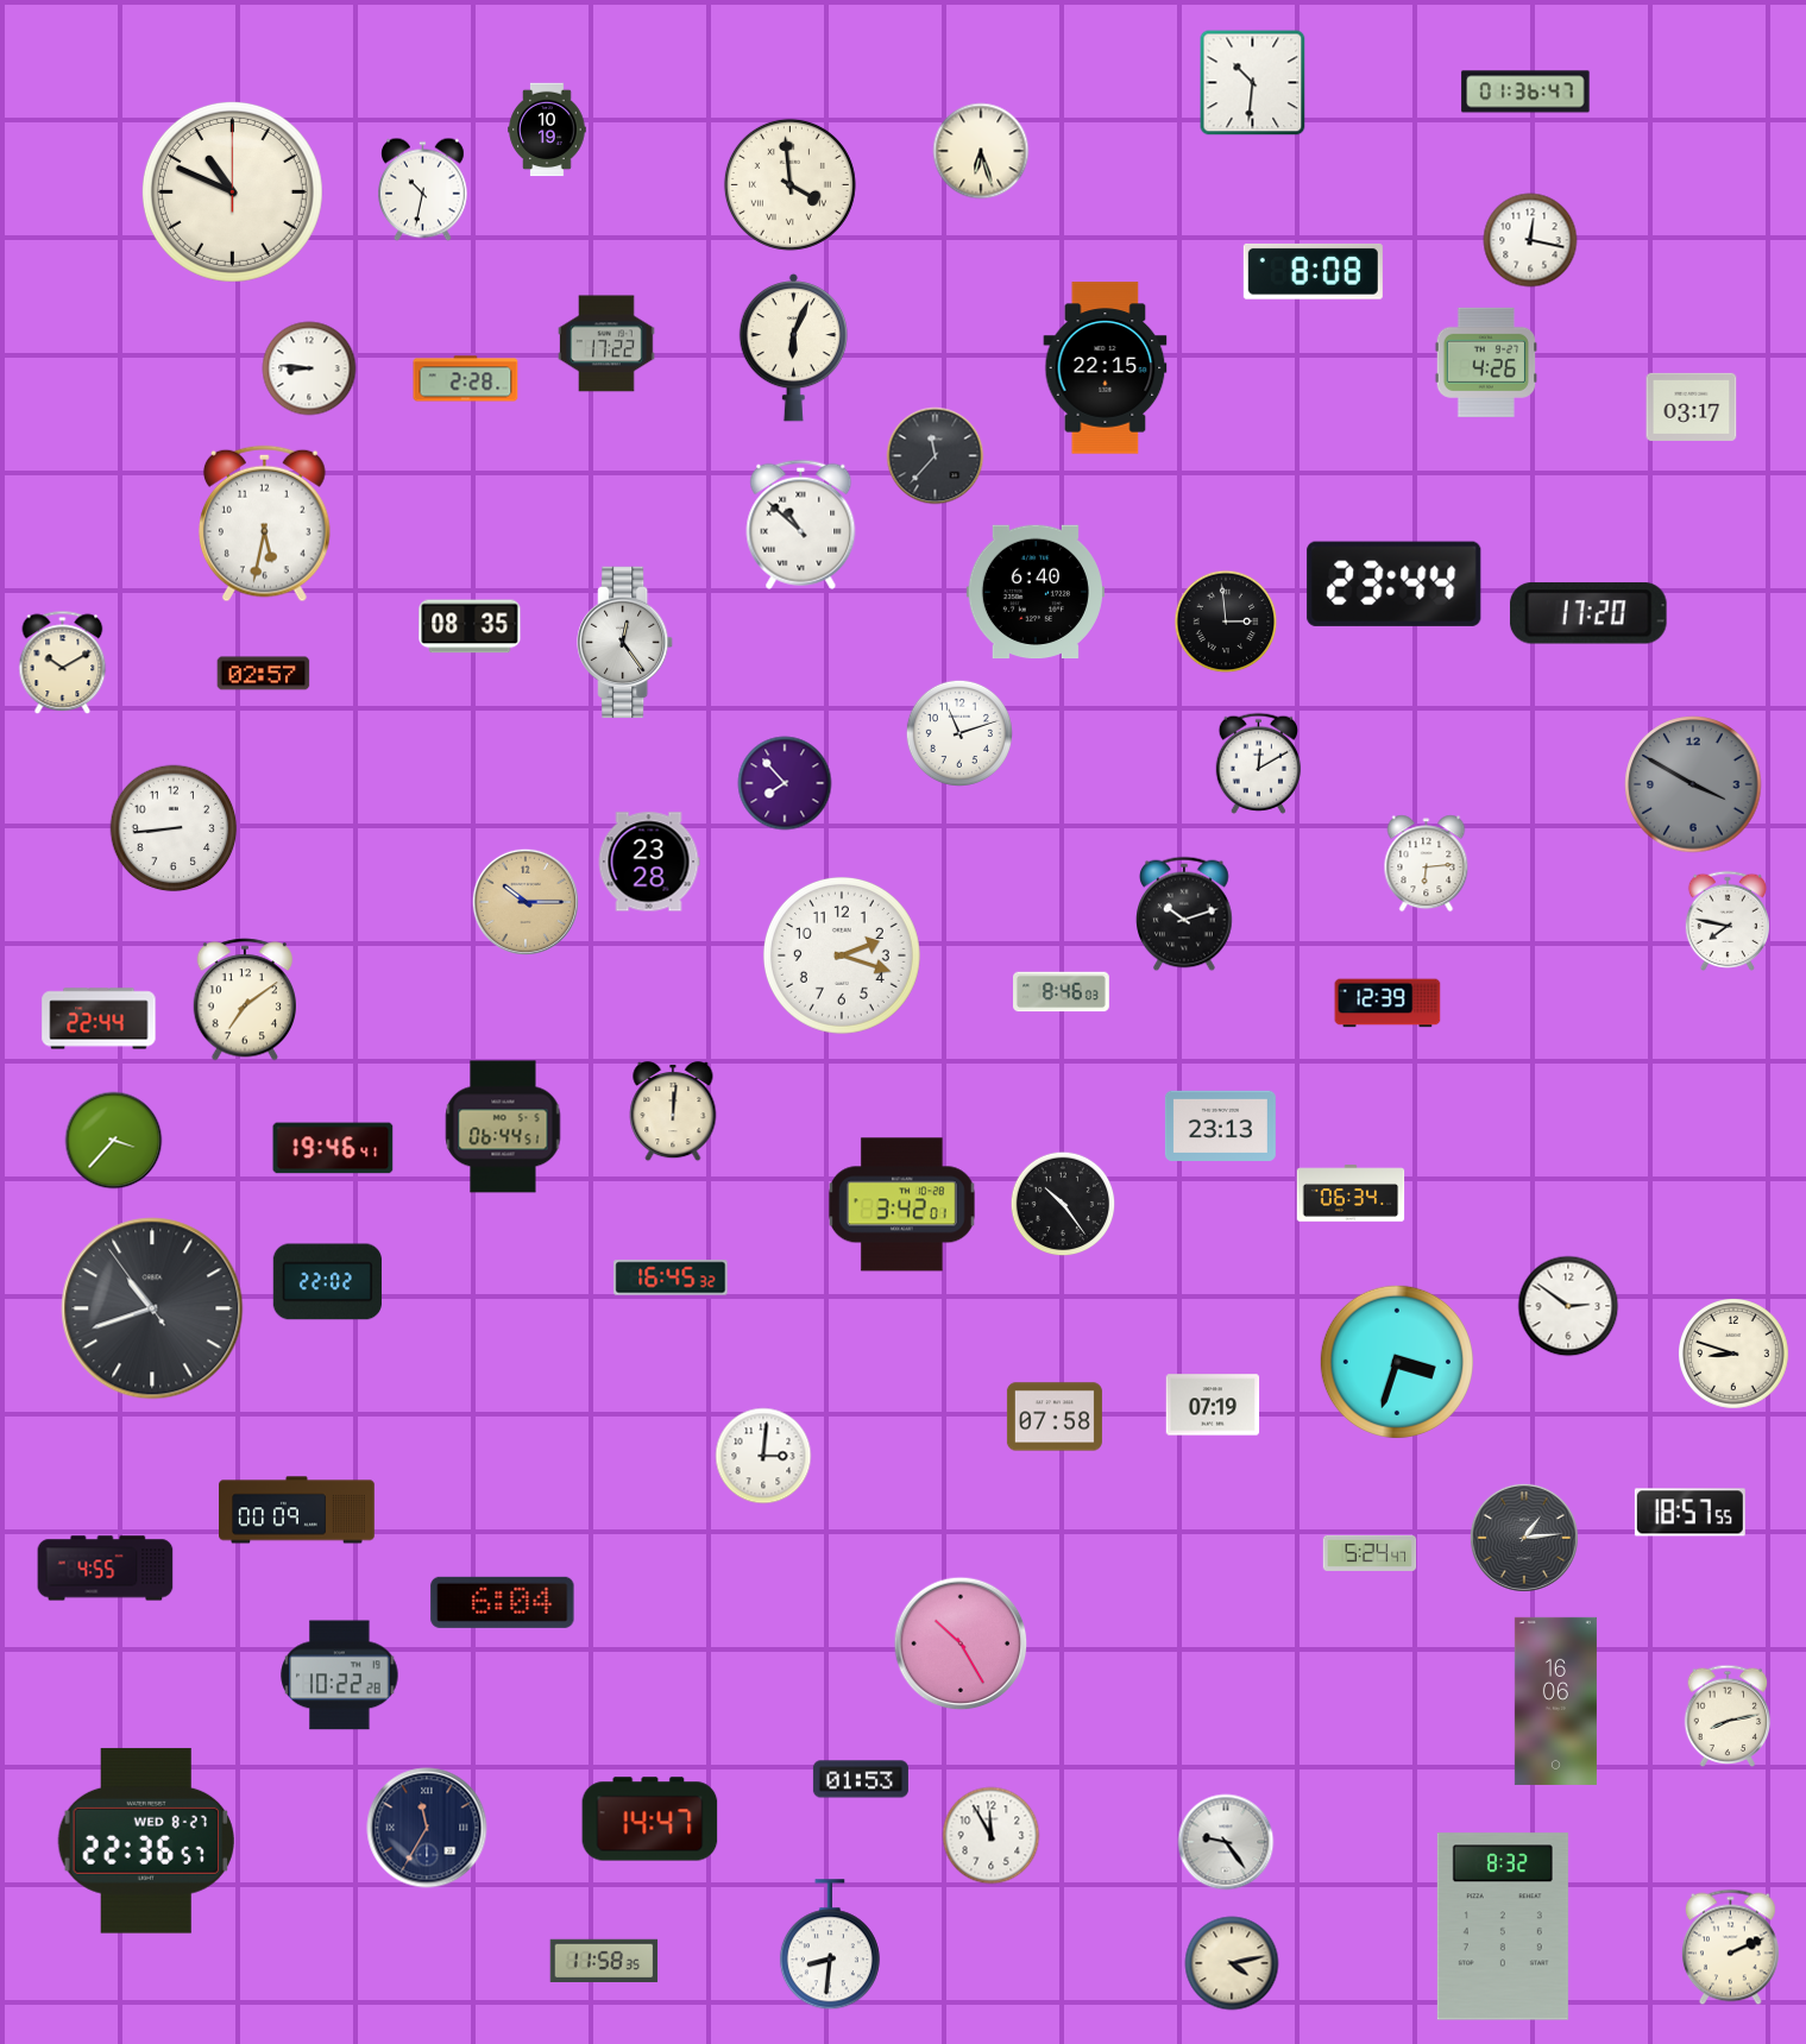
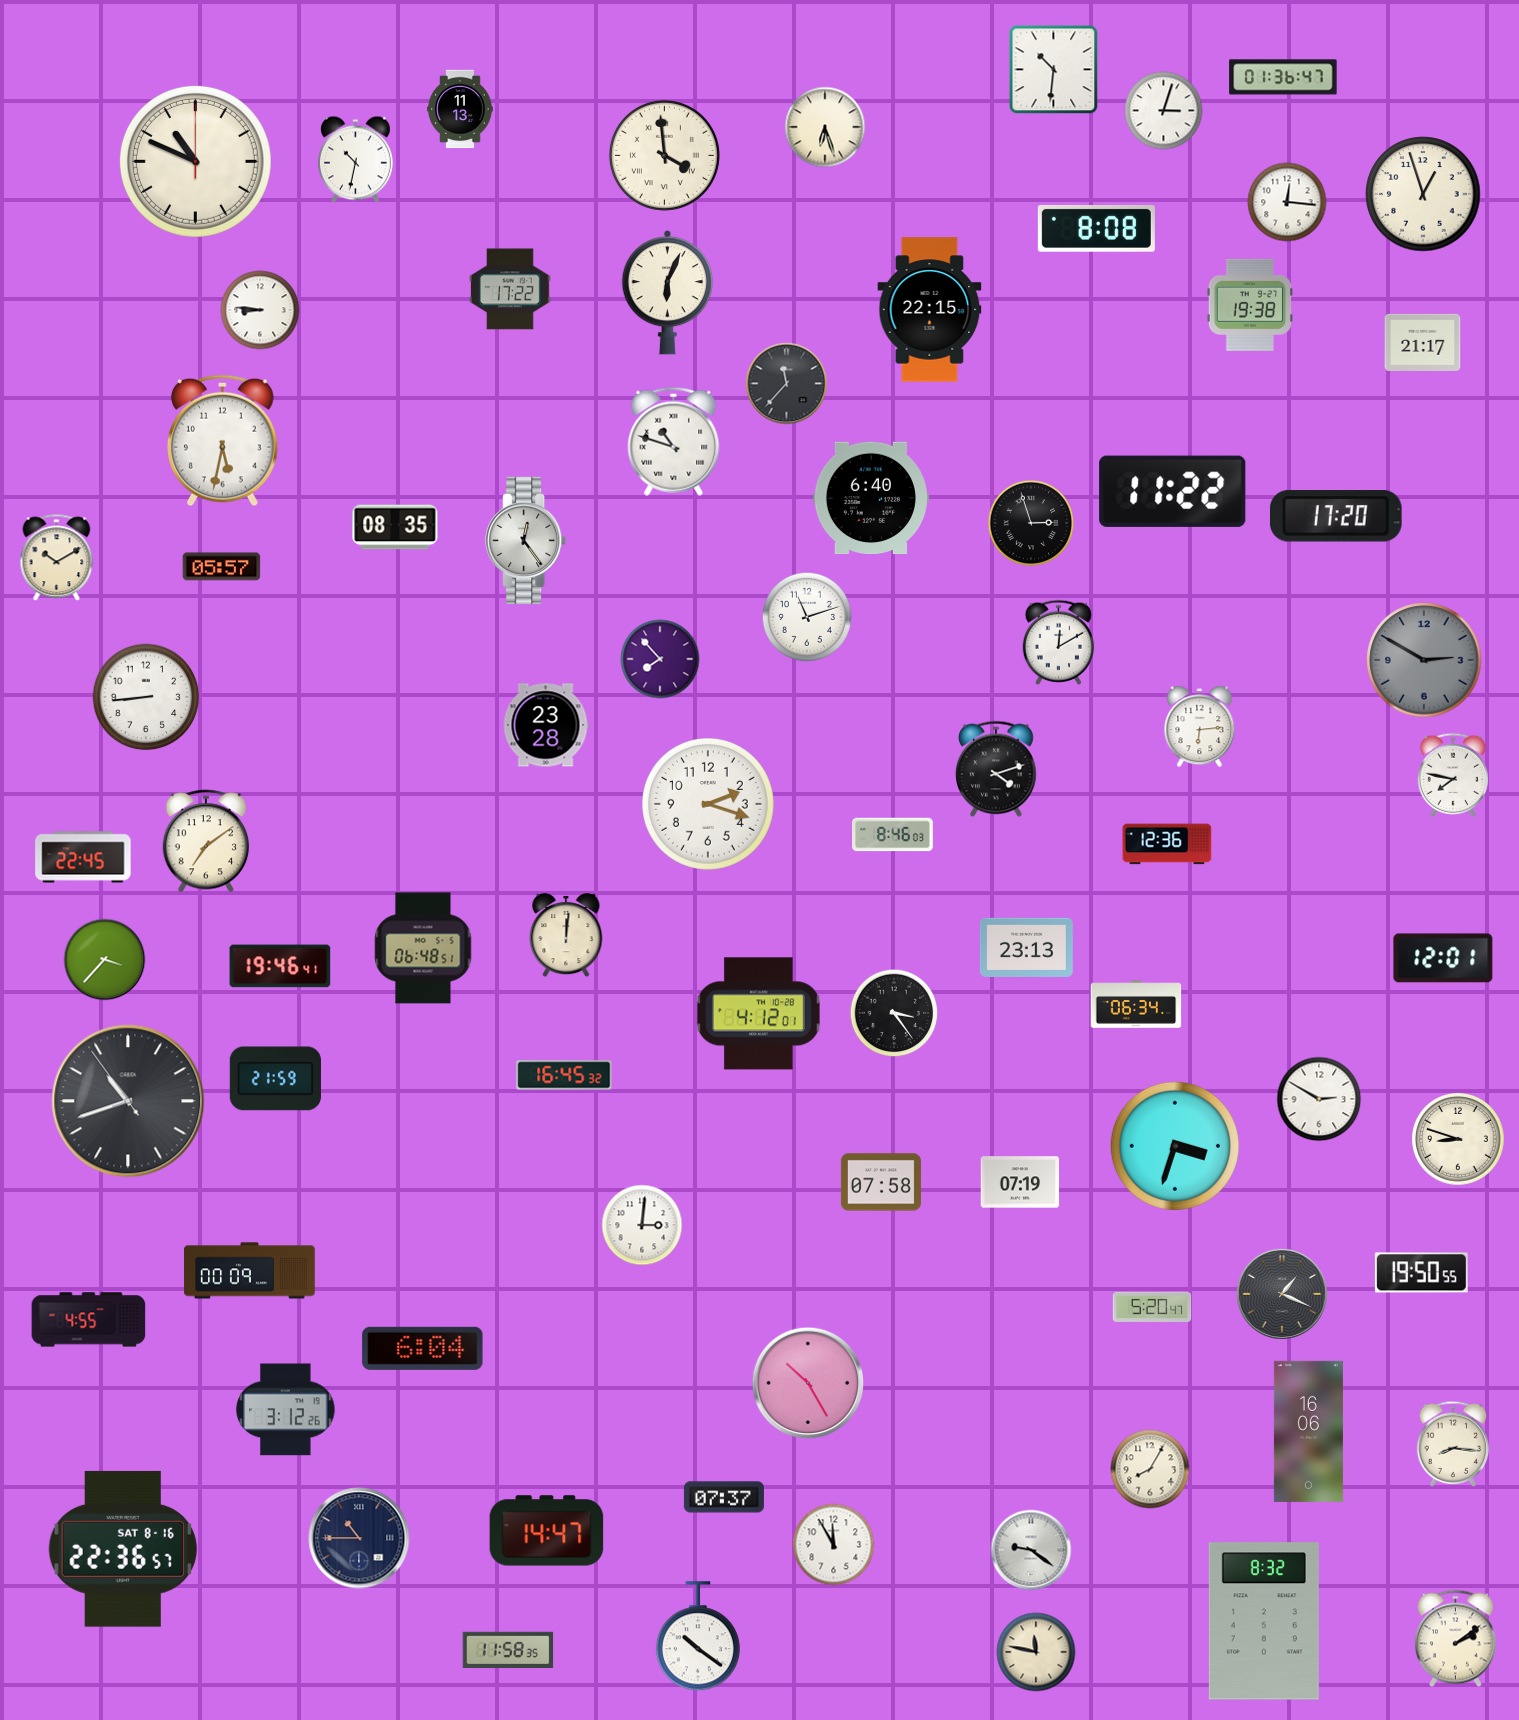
clock at (547, 130): 10:19 -> 11:13
clock at (1164, 111): none -> 3:03
clock at (1423, 194): none -> 12:57
clock at (1530, 240): 12:17 -> 12:16
clock at (1313, 271) position: (1313, 271) -> (1096, 228)
clock at (1485, 362): 4:26 -> 19:38
clock at (466, 379): 2:28 -> none
clock at (1692, 406): 03:17 -> 21:17
clock at (801, 524): 10:52 -> 10:48
clock at (1395, 583): 23:44 -> 11:22
clock at (1226, 622): 2:59 -> 2:57
clock at (63, 663) position: (63, 663) -> (57, 558)
clock at (264, 674): 02:57 -> 05:57
clock at (1693, 784): 3:50 -> 2:50
clock at (526, 902): 10:15 -> none
clock at (1185, 914): 10:12 -> 4:12
clock at (1387, 1003): 12:39 -> 12:36
clock at (99, 1018): 22:44 -> 22:45
clock at (503, 1127): 06:44 -> 06:48
clock at (1443, 958): none -> 12:01
clock at (114, 1141) position: (114, 1141) -> (105, 960)
clock at (1063, 1204): 10:24 -> 3:24
clock at (901, 1205): 3:42 -> 4:12
clock at (327, 1282): 22:02 -> 21:59
clock at (1568, 1306): 2:51 -> 2:50
clock at (1055, 1417) position: (1055, 1417) -> (881, 1182)
clock at (1689, 1513): 18:57 -> 19:50
clock at (1524, 1538): 1:14 -> 1:19
clock at (1370, 1553): 5:24 -> 5:20
clock at (340, 1676): 10:22 -> 3:12
clock at (1728, 1716): 8:13 -> 8:16
clock at (1150, 1469): none -> 8:05
clock at (861, 1779): 01:53 -> 07:37
clock at (427, 1828): 11:35 -> 10:45
clock at (146, 1841) date: WED 8-27 -> SAT 8-16
clock at (1226, 1842): 9:24 -> 9:21
clock at (830, 1945): 8:31 -> 10:21
clock at (1730, 1948): 2:11 -> 2:09
clock at (1232, 1963): 4:13 -> 11:47
